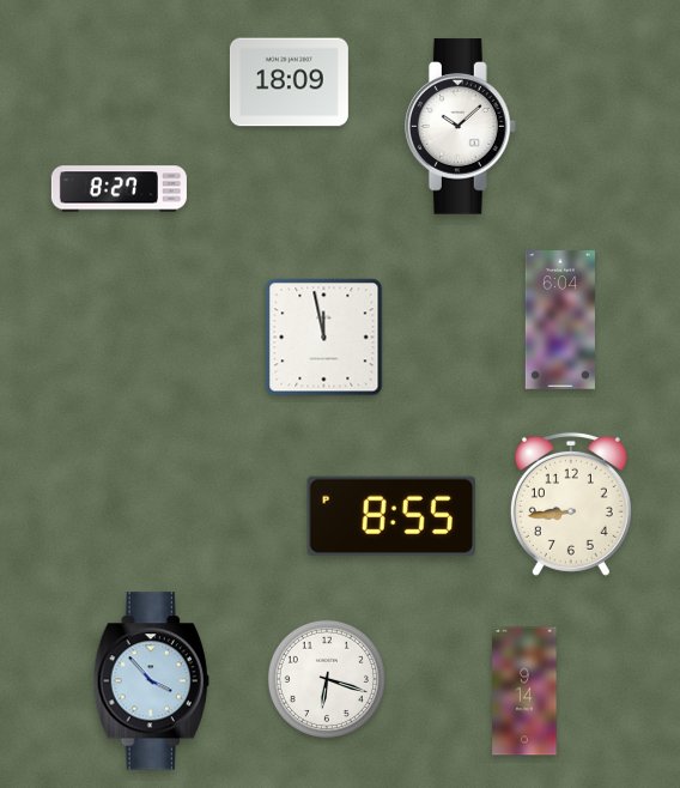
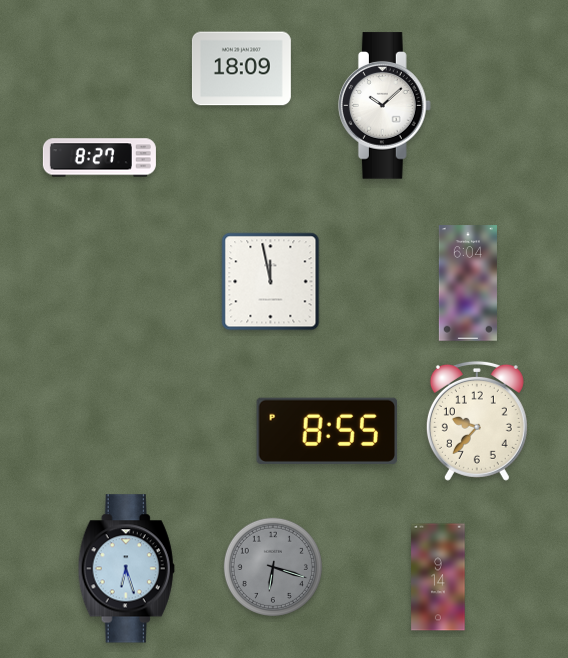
clock at (560, 320) position: (560, 320) -> (468, 283)
clock at (571, 504): 8:44 -> 9:37
clock at (327, 679) dial: white -> grey
clock at (151, 681): 3:53 -> 6:27
